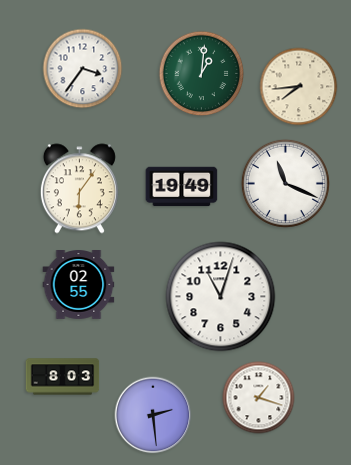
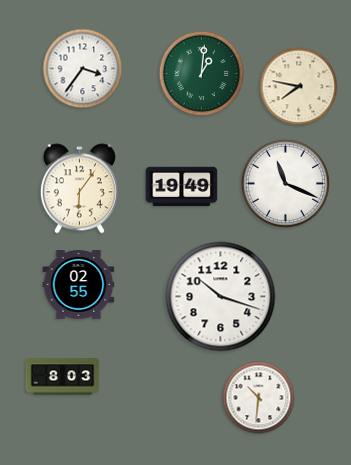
clock at (299, 87): 7:44 -> 7:47
clock at (221, 297): 11:03 -> 10:18
clock at (259, 398): 1:18 -> 10:31
clock at (153, 415): 2:29 -> none
